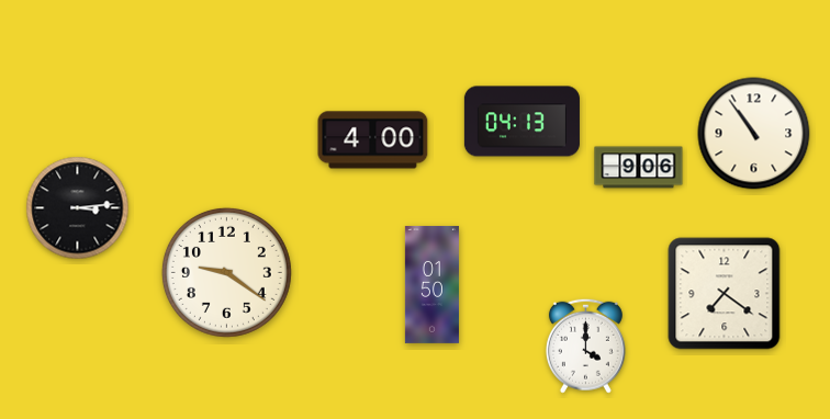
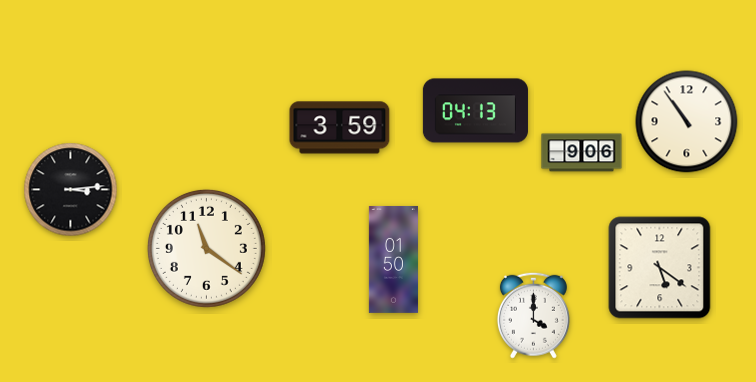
clock at (373, 140): 4:00 -> 3:59
clock at (226, 272): 9:21 -> 11:21
clock at (725, 294): 7:21 -> 5:21
